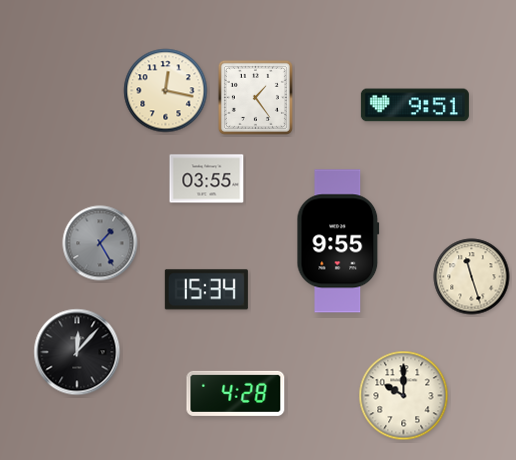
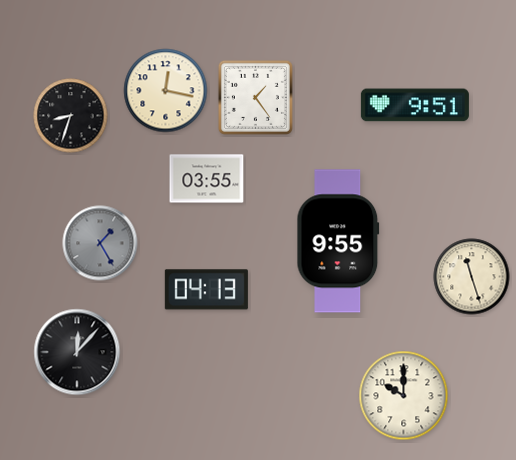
clock at (71, 116): none -> 8:33
clock at (206, 290): 15:34 -> 04:13
clock at (236, 393): 4:28 -> none
